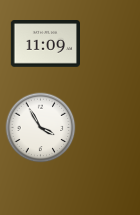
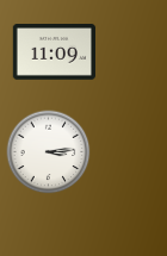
clock at (41, 128): 3:55 -> 3:14
